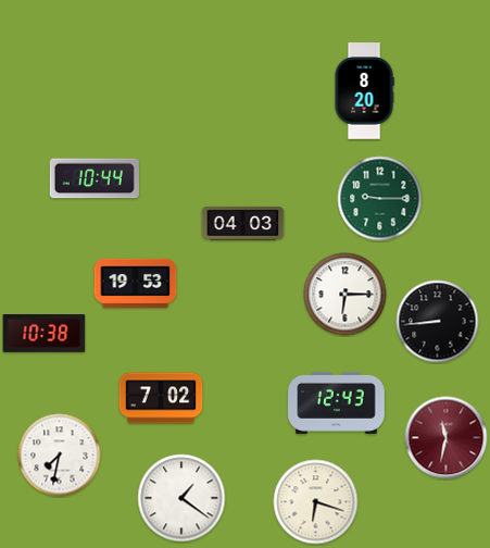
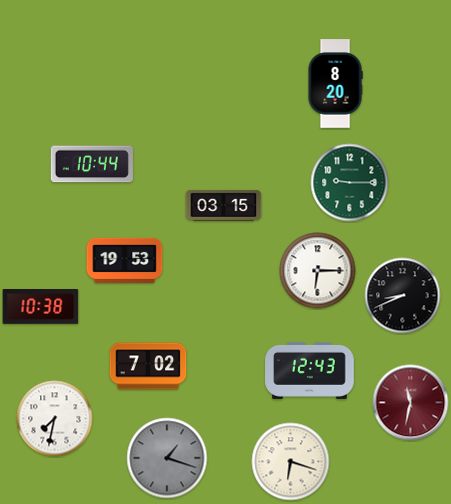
clock at (95, 178) position: (95, 178) -> (92, 164)
clock at (243, 223): 04:03 -> 03:15
clock at (438, 322): 8:44 -> 8:41
clock at (181, 498): 1:21 -> 1:18
clock at (181, 498) dial: white -> grey
